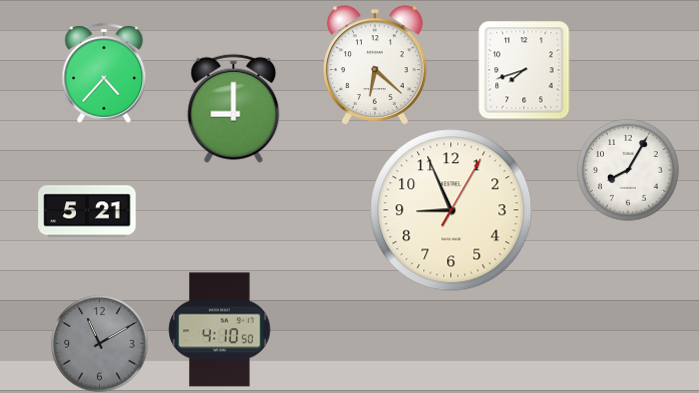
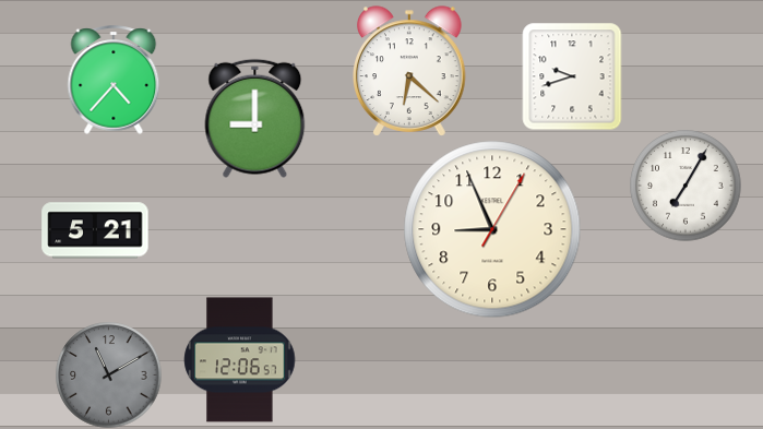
clock at (524, 70): 7:42 -> 9:42
clock at (628, 170): 8:05 -> 7:05
clock at (220, 330): 4:10 -> 12:06
